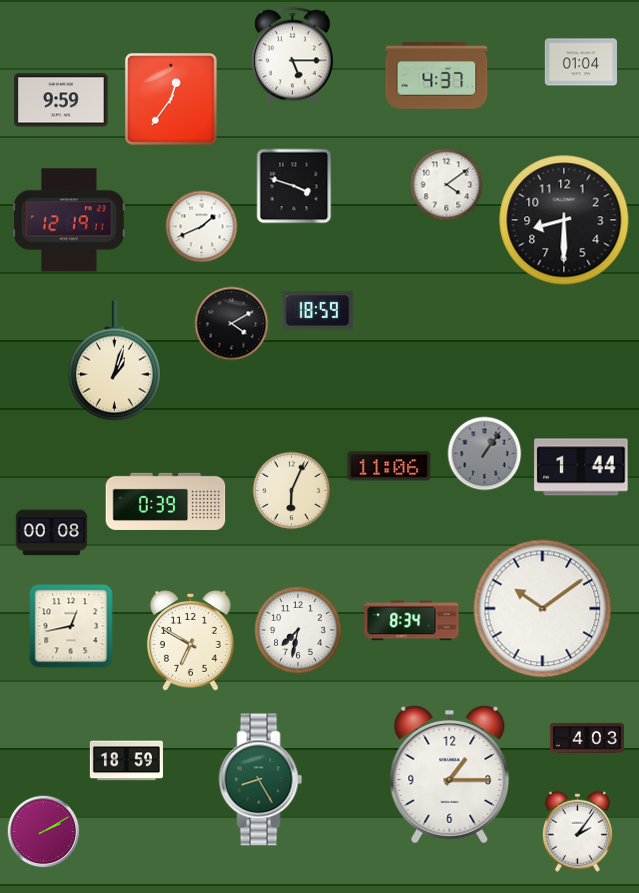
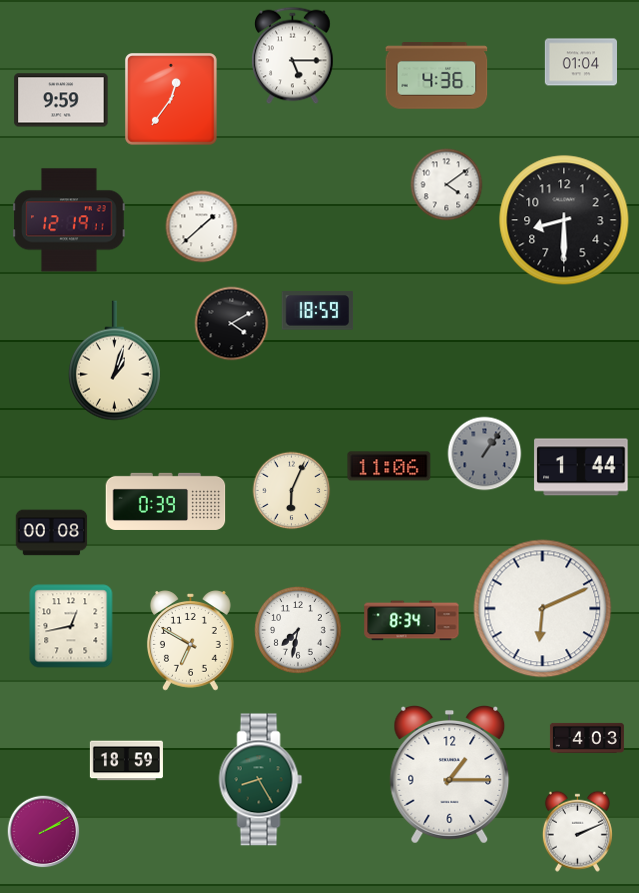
clock at (437, 76): 4:37 -> 4:36
clock at (294, 186): 3:48 -> none
clock at (202, 227): 1:41 -> 1:38
clock at (543, 609): 10:09 -> 6:11
clock at (577, 831): 2:06 -> 2:11
